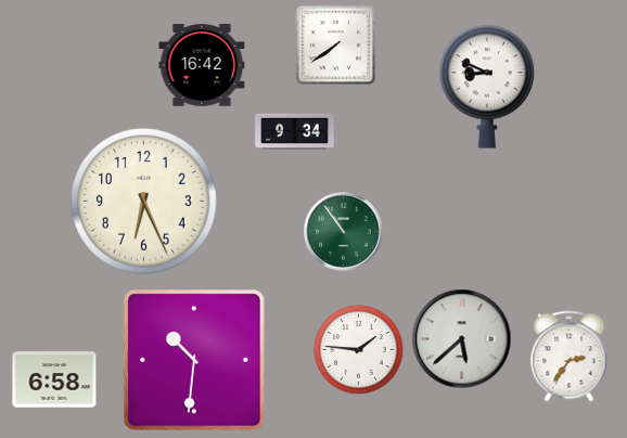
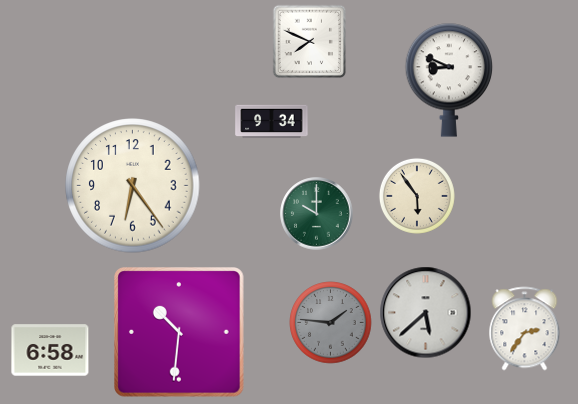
clock at (336, 46): 7:39 -> 7:49
clock at (202, 65): 16:42 -> none
clock at (144, 202): 6:26 -> 6:24
clock at (417, 196): none -> 5:54
clock at (344, 232): 10:54 -> 10:00
clock at (359, 350) dial: white -> grey
